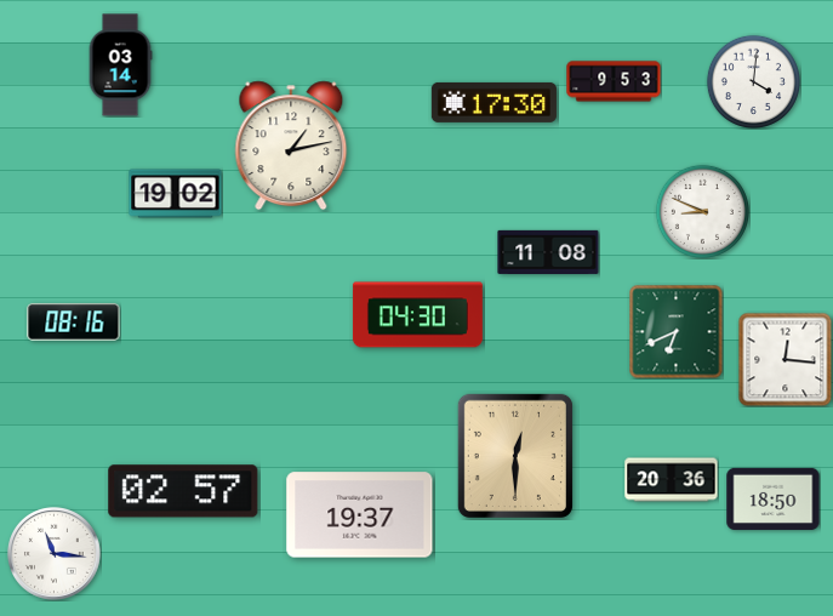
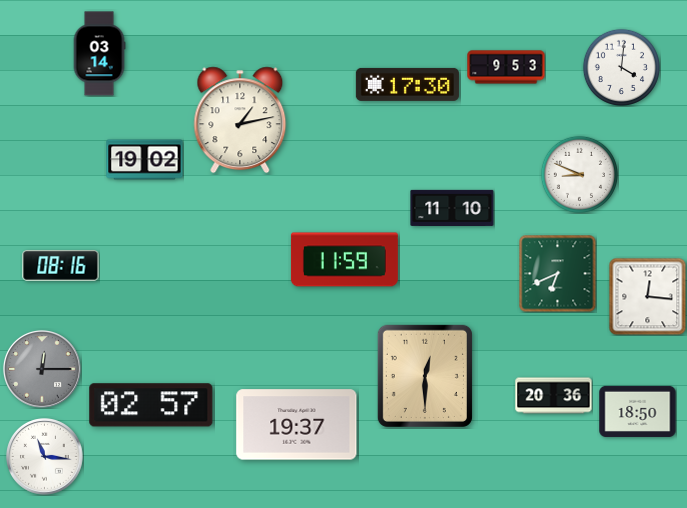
clock at (548, 251): 11:08 -> 11:10
clock at (417, 315): 04:30 -> 11:59
clock at (42, 369): none -> 12:15
